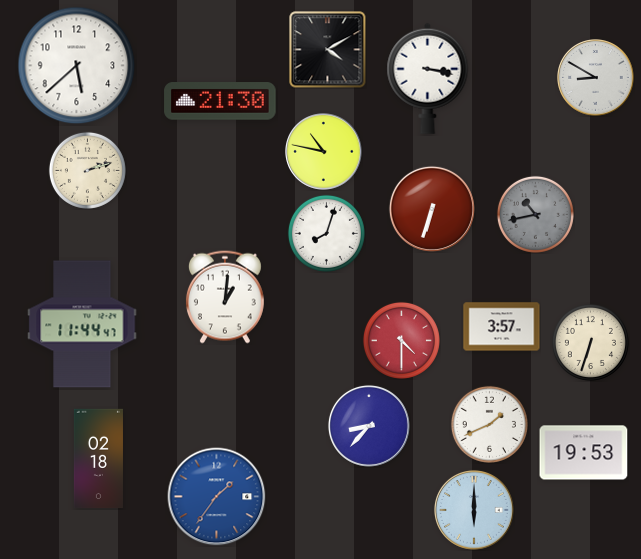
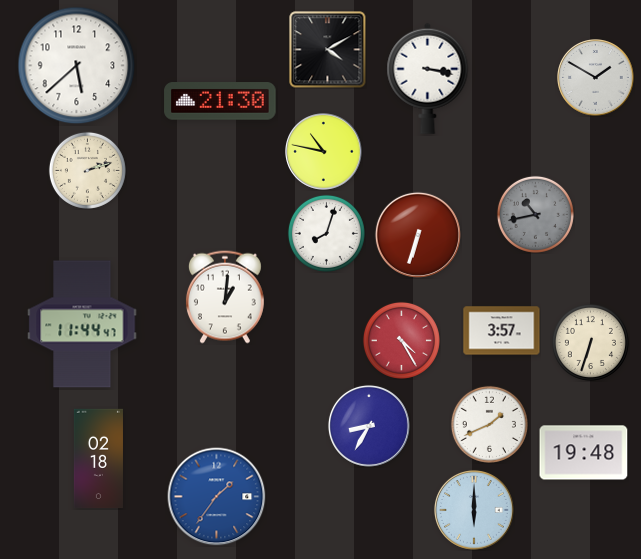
clock at (596, 78): 8:50 -> 1:50
clock at (432, 209) position: (432, 209) -> (418, 235)
clock at (502, 327) position: (502, 327) -> (502, 331)
clock at (401, 340): 4:30 -> 4:25
clock at (369, 426): 8:37 -> 8:35
clock at (584, 453): 19:53 -> 19:48
